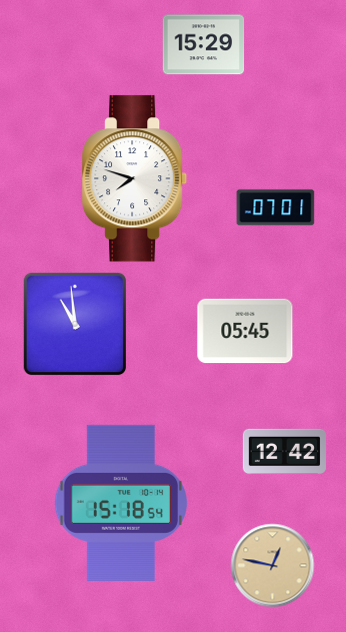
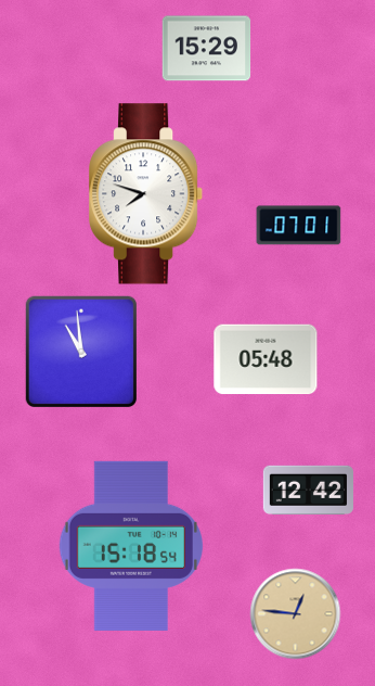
clock at (204, 45) position: (204, 45) -> (207, 49)
clock at (245, 331): 05:45 -> 05:48
clock at (273, 566): 12:47 -> 12:46
